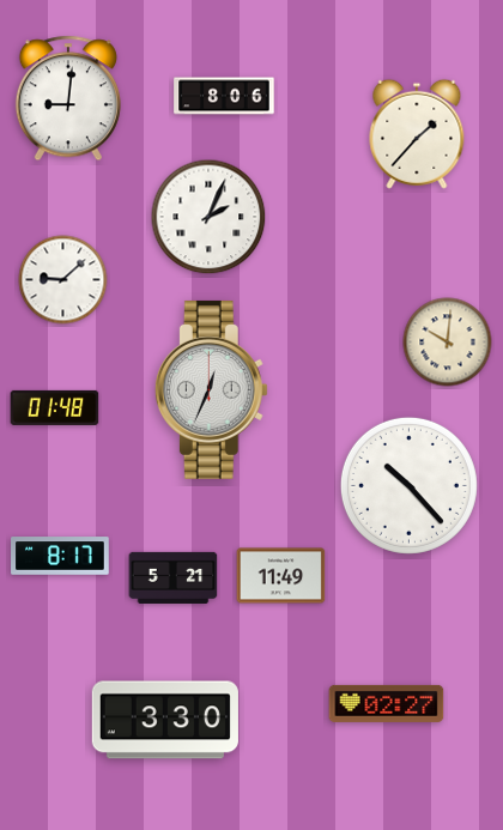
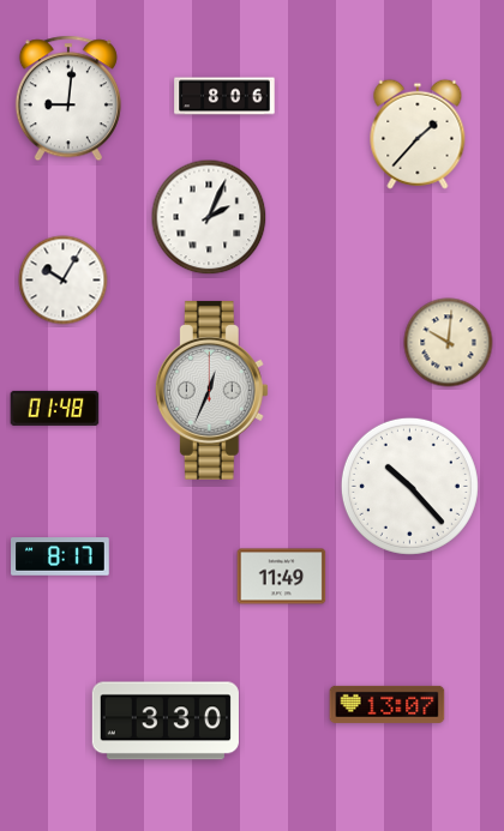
clock at (63, 280): 9:08 -> 10:05
clock at (174, 577): 5:21 -> none
clock at (387, 703): 02:27 -> 13:07
